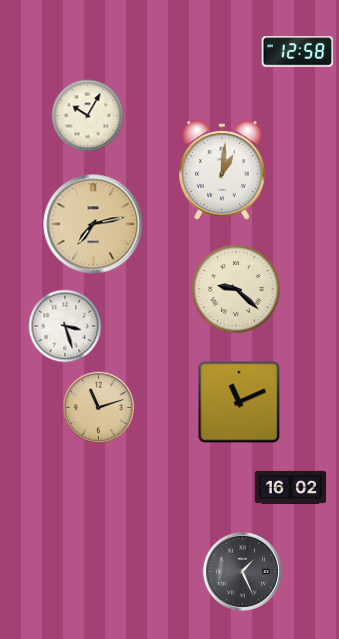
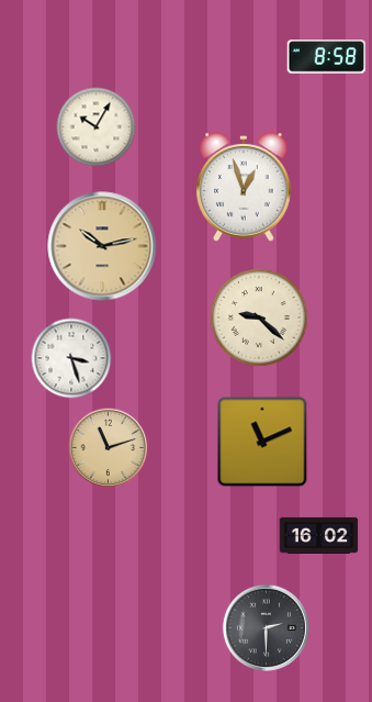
clock at (298, 52): 12:58 -> 8:58
clock at (222, 170): 1:01 -> 12:57
clock at (93, 224): 7:13 -> 10:13
clock at (242, 571): 1:26 -> 2:30
